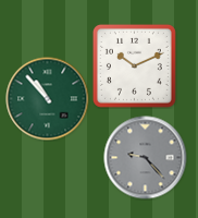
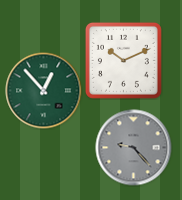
clock at (48, 99): 10:53 -> 12:53
clock at (146, 158) position: (146, 158) -> (134, 148)
